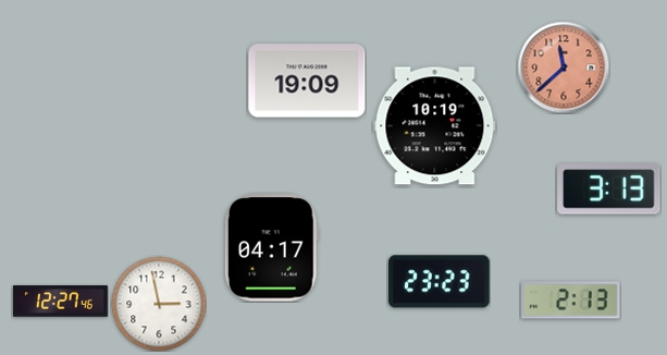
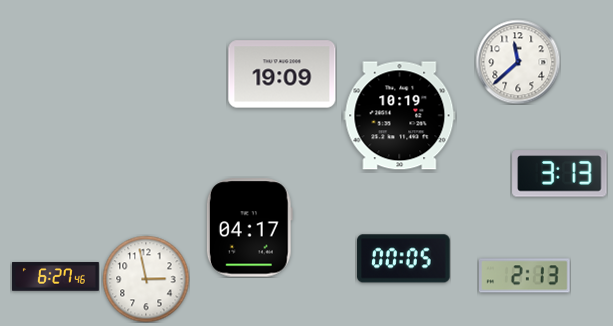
clock at (564, 68) dial: salmon -> white
clock at (440, 282): 23:23 -> 00:05
clock at (60, 302): 12:27 -> 6:27
